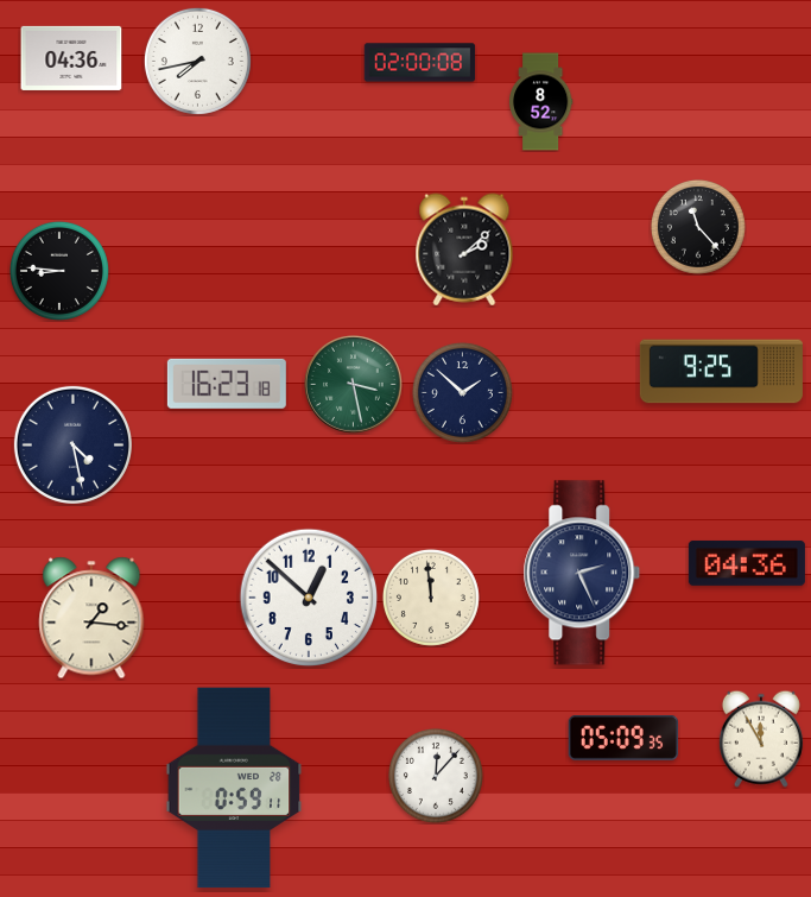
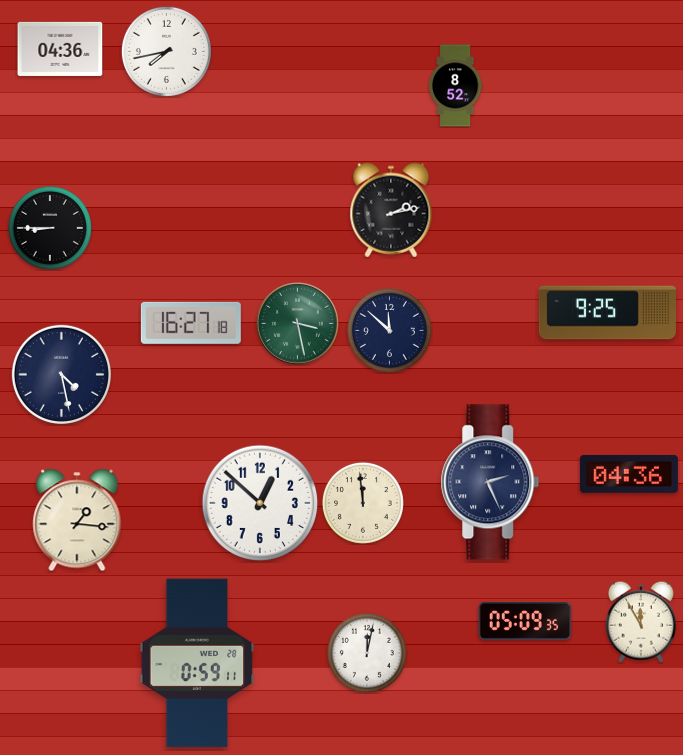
clock at (420, 63): 02:00 -> none
clock at (698, 227): 11:23 -> none
clock at (464, 249): 2:08 -> 2:13
clock at (59, 271): 8:46 -> 8:45
clock at (227, 384): 16:23 -> 16:27
clock at (462, 392): 1:52 -> 11:52
clock at (436, 776): 12:07 -> 12:02
